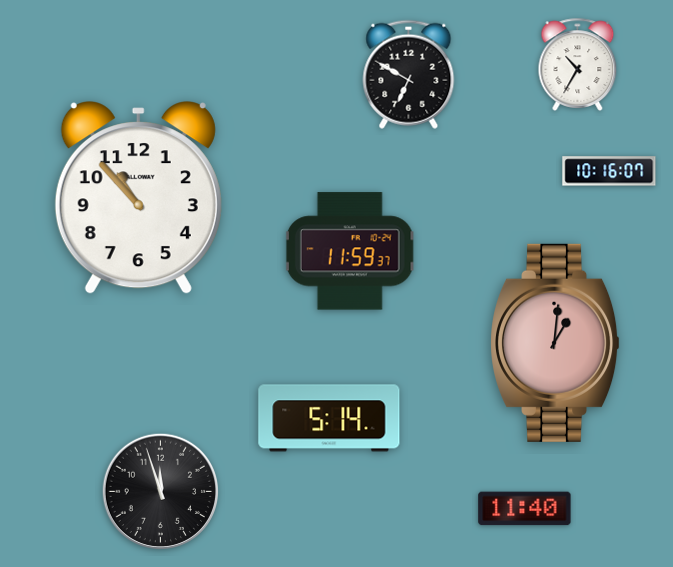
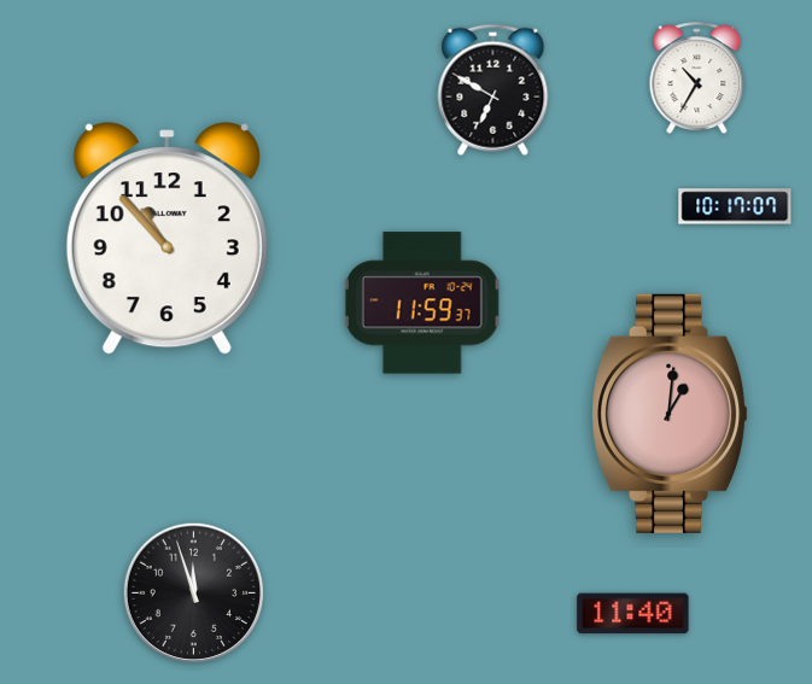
clock at (609, 171): 10:16 -> 10:17
clock at (329, 418): 5:14 -> none
